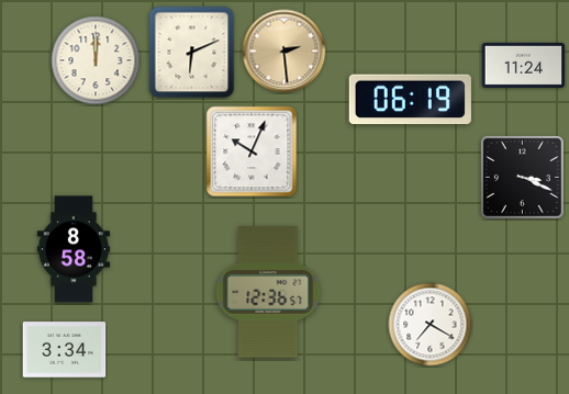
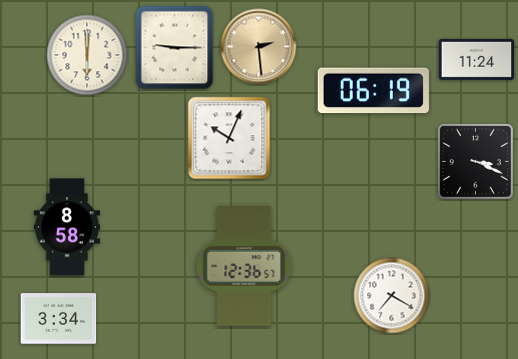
clock at (192, 53): 6:11 -> 9:15
clock at (96, 60): 12:00 -> 6:00
